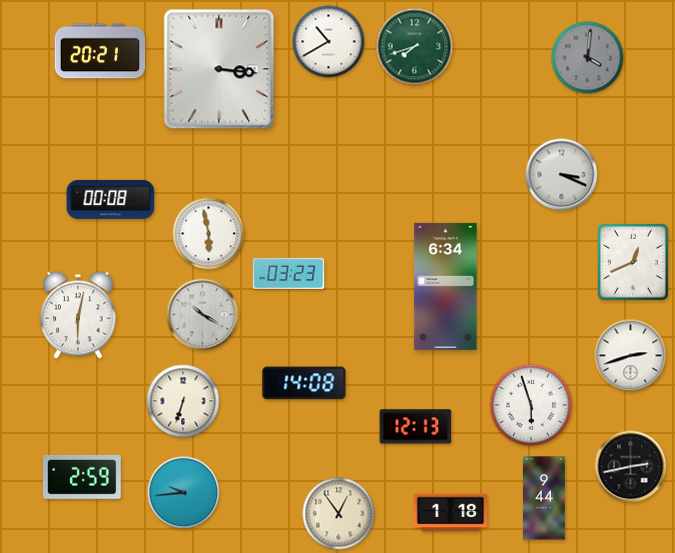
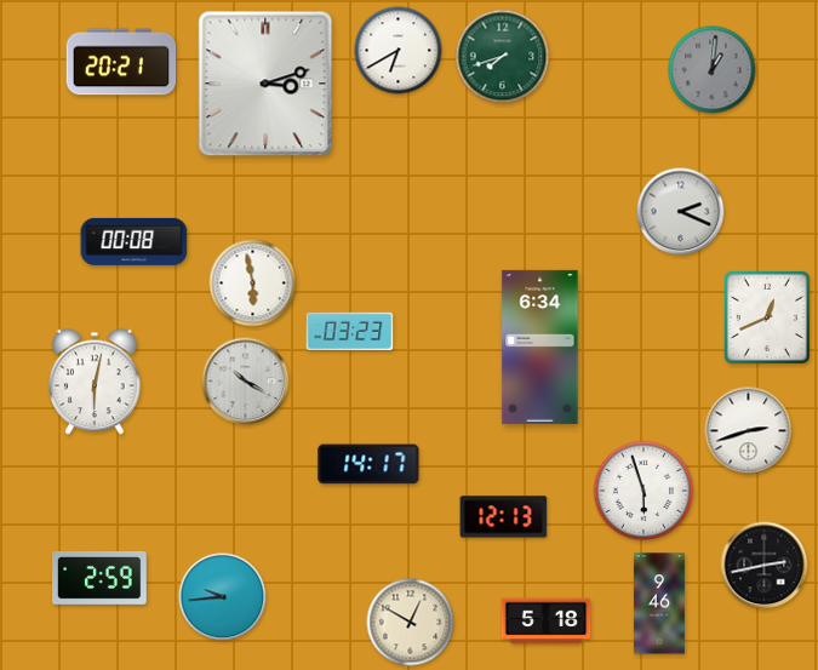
clock at (329, 42): 10:40 -> 6:40
clock at (588, 58): 4:01 -> 1:01
clock at (219, 69): 3:16 -> 3:12
clock at (562, 175): 3:19 -> 2:19
clock at (631, 356) position: (631, 356) -> (749, 431)
clock at (304, 383): 14:08 -> 14:17
clock at (183, 401): 6:33 -> none
clock at (544, 498): 9:44 -> 9:46
clock at (451, 513): 1:18 -> 5:18
clock at (339, 514): 12:54 -> 12:50
